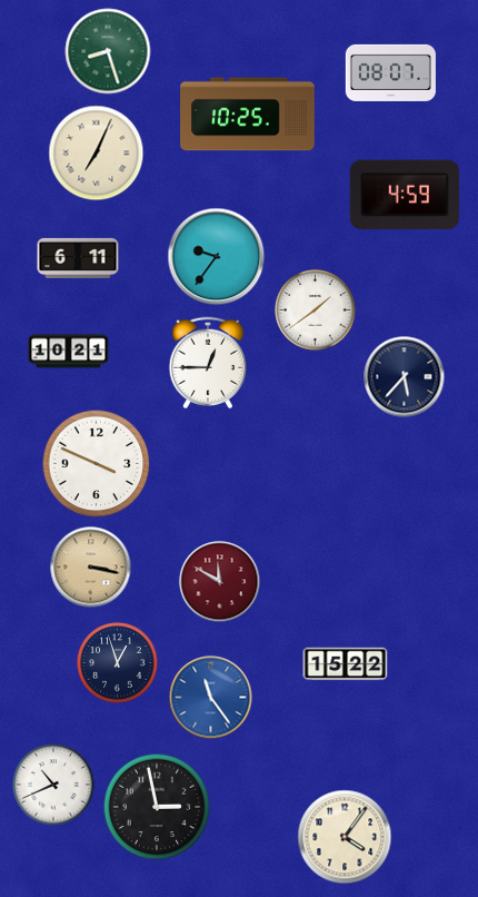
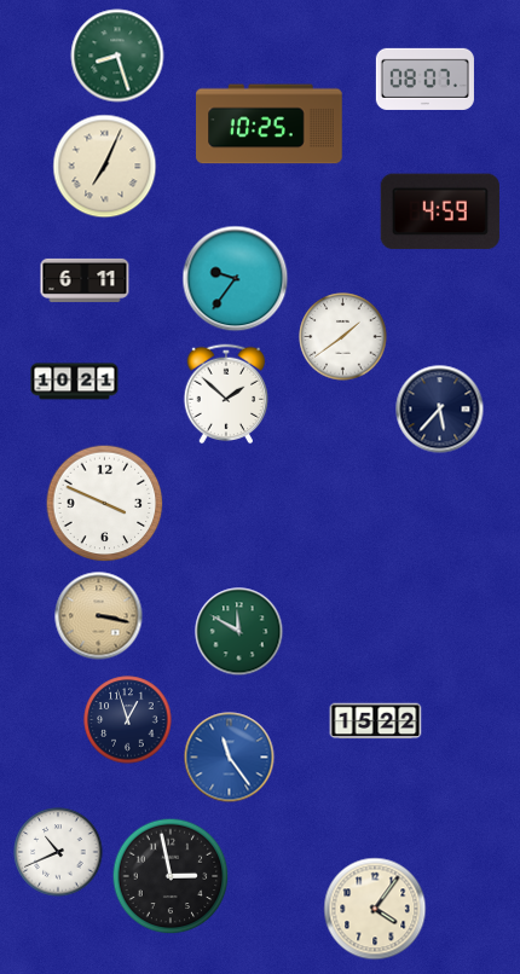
clock at (208, 363): 12:45 -> 1:52
clock at (220, 582) dial: burgundy -> green
